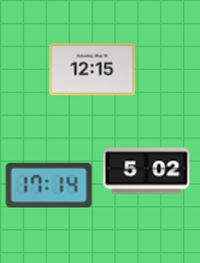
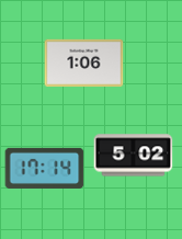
clock at (93, 70): 12:15 -> 1:06
